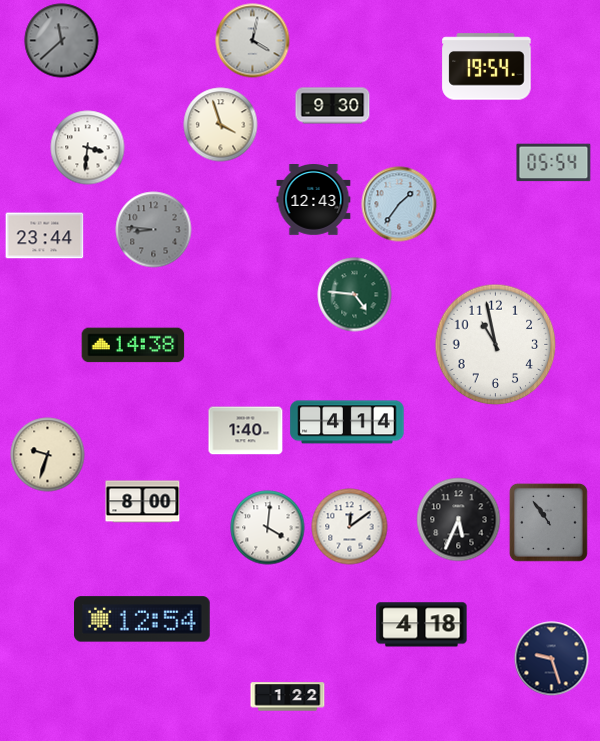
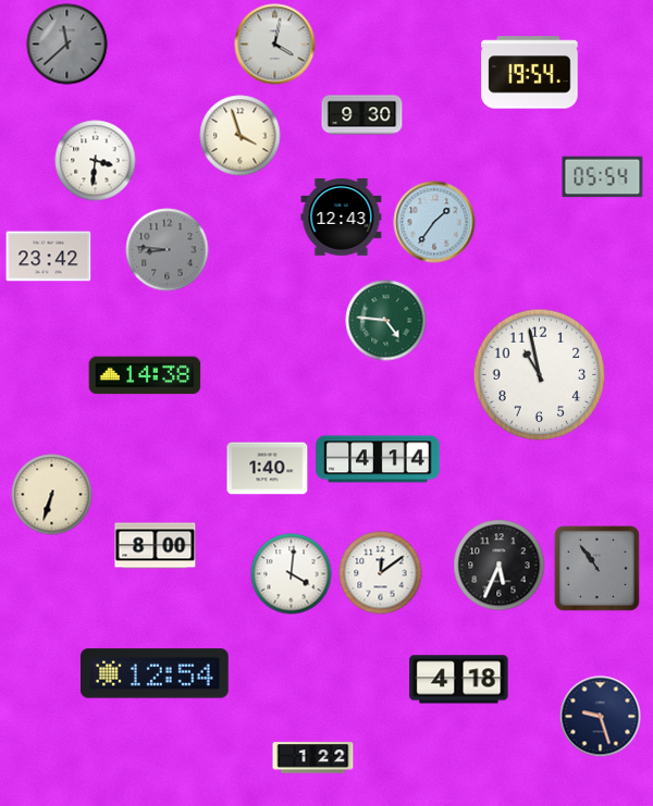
clock at (45, 236): 23:44 -> 23:42
clock at (48, 455): 9:33 -> 6:33
